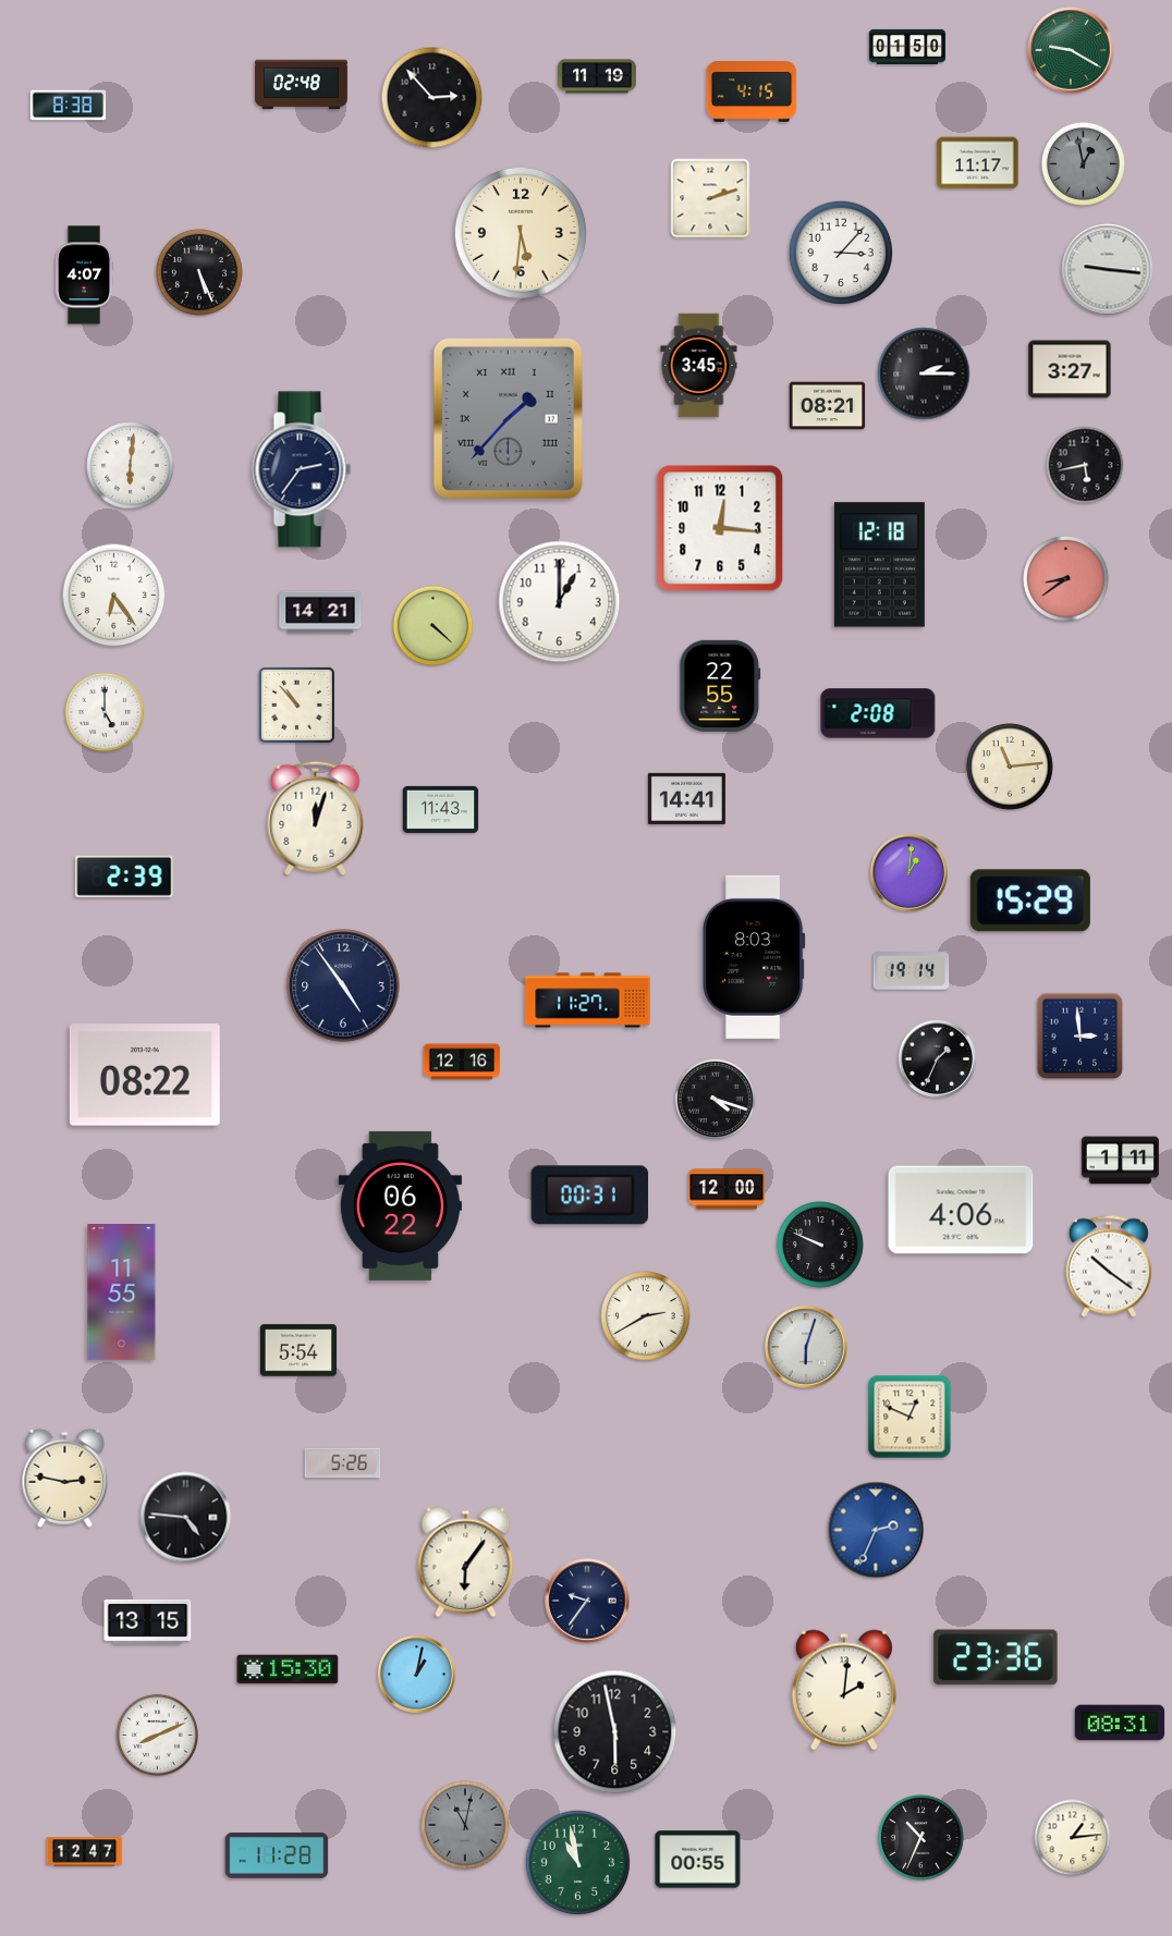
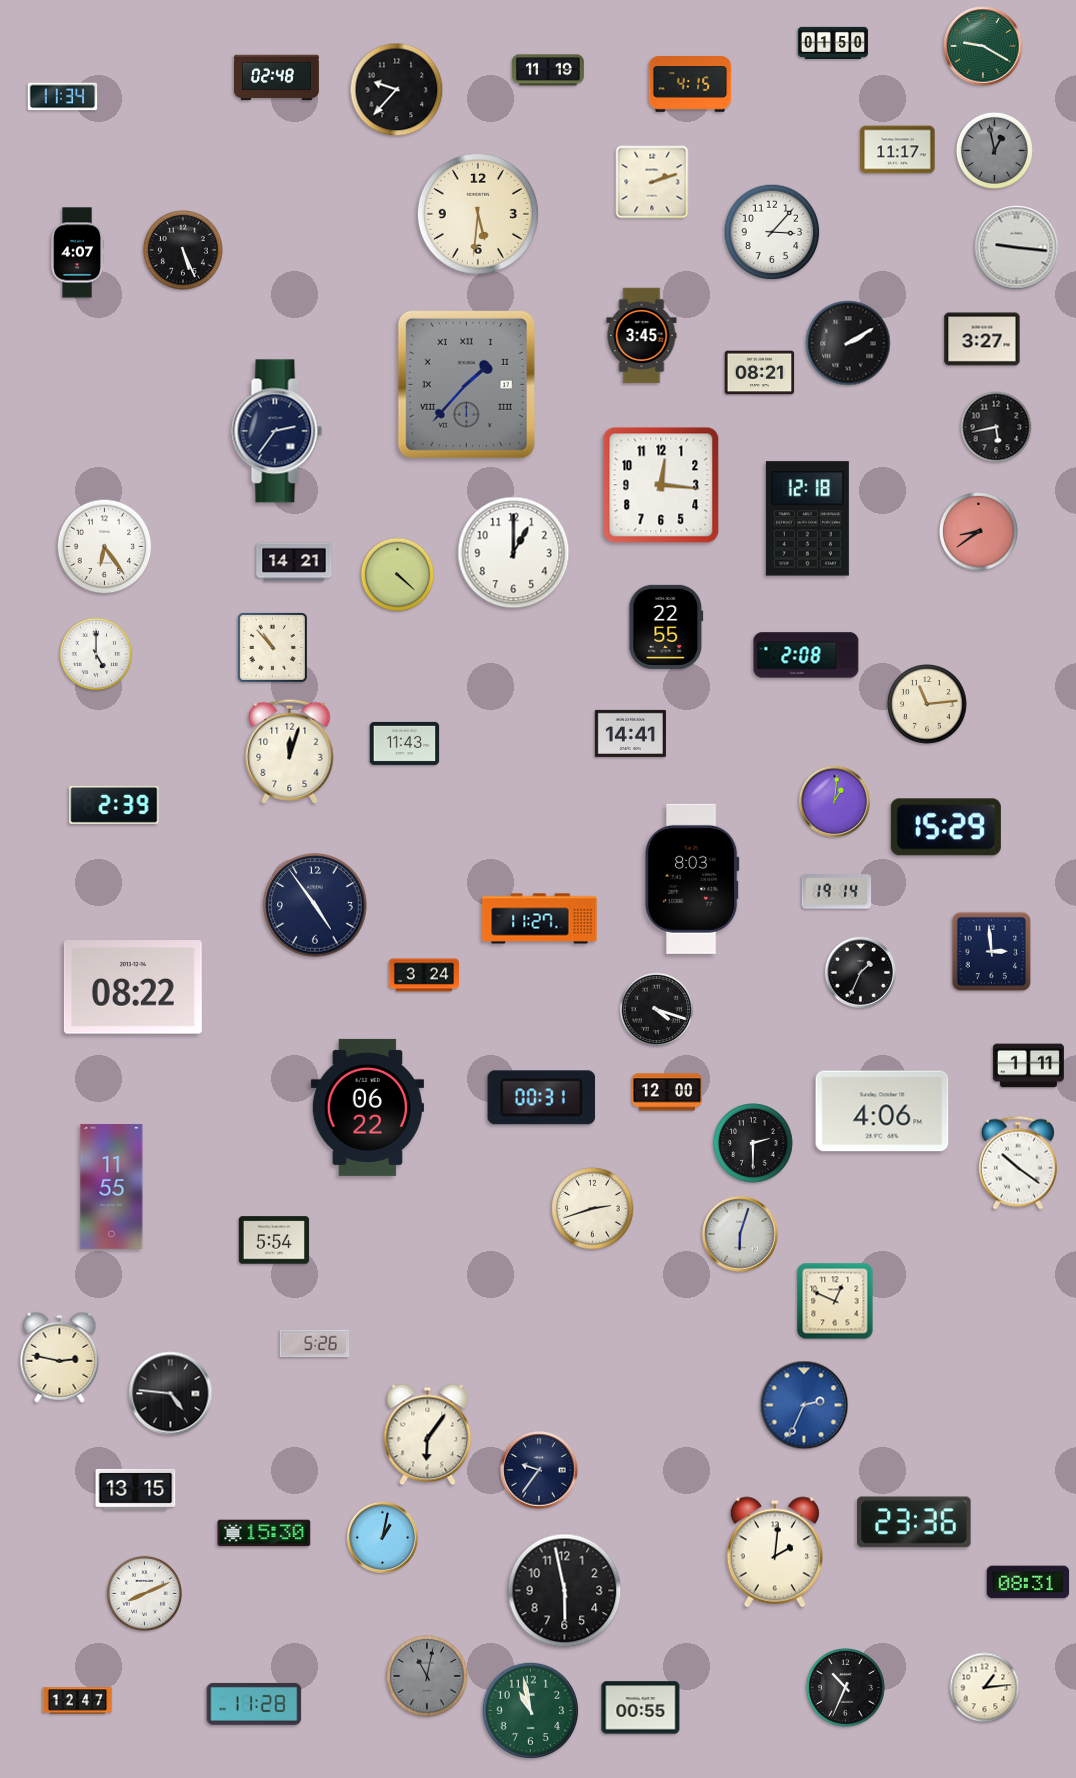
clock at (432, 98): 2:53 -> 9:37
clock at (69, 106): 8:38 -> 11:34
clock at (924, 373): 2:15 -> 2:10
clock at (131, 466): 6:01 -> none
clock at (720, 686) position: (720, 686) -> (666, 627)
clock at (462, 1062): 12:16 -> 3:24
clock at (820, 1245): 9:49 -> 2:30
clock at (646, 1316): 2:40 -> 2:42
clock at (806, 1347) position: (806, 1347) -> (740, 1234)
